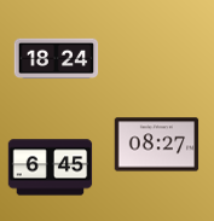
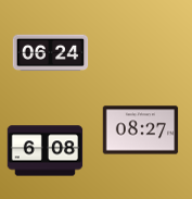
clock at (57, 59): 18:24 -> 06:24
clock at (51, 168): 6:45 -> 6:08
